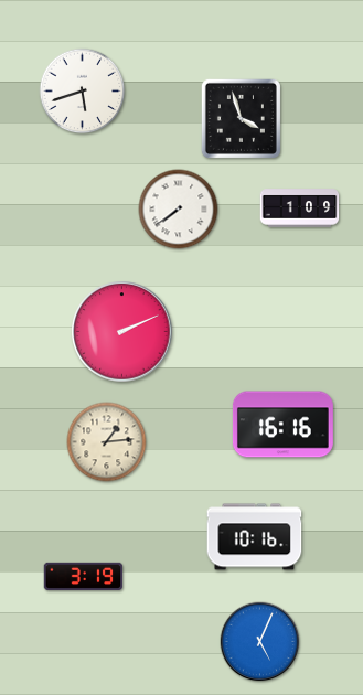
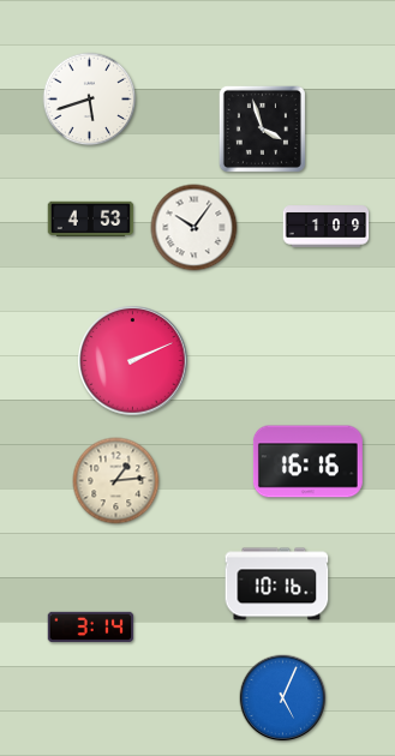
clock at (91, 220): none -> 4:53
clock at (179, 210): 7:39 -> 10:06
clock at (84, 576): 3:19 -> 3:14
